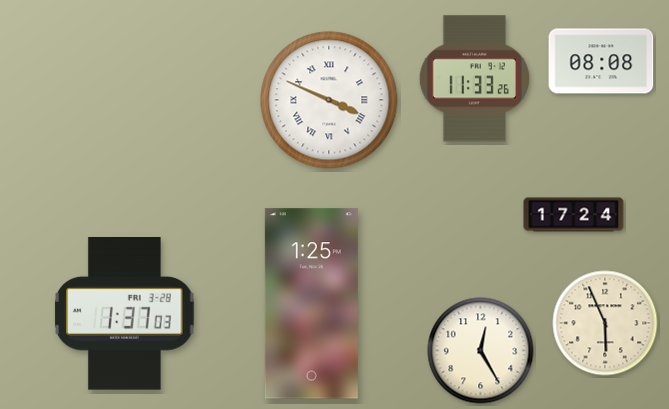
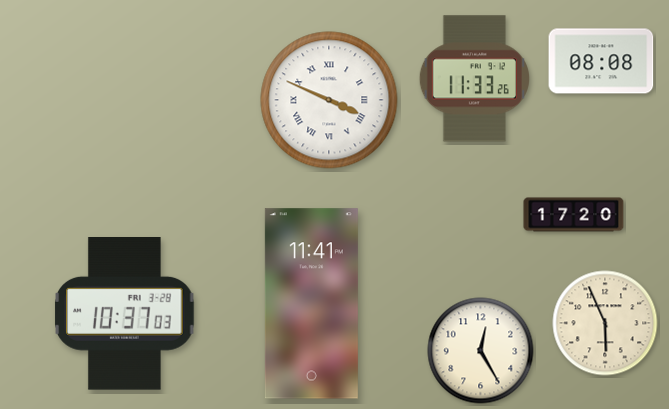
clock at (574, 215): 17:24 -> 17:20
clock at (311, 304): 1:25 -> 11:41
clock at (125, 314): 1:37 -> 10:37
